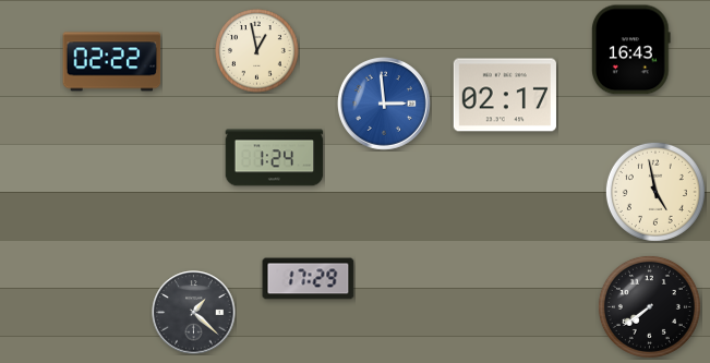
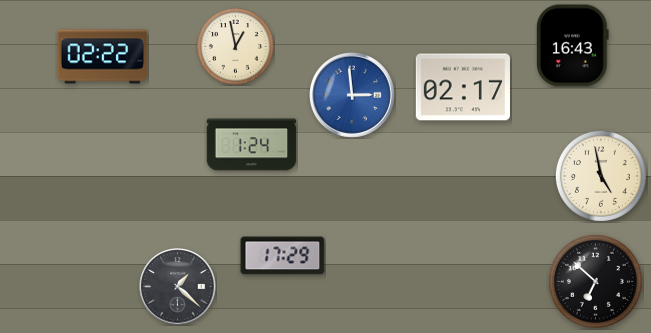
clock at (631, 50) position: (631, 50) -> (573, 46)
clock at (649, 306): 7:39 -> 6:52
